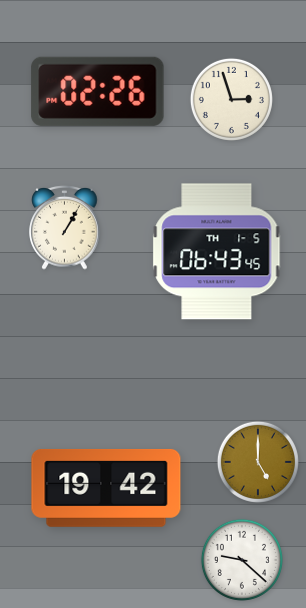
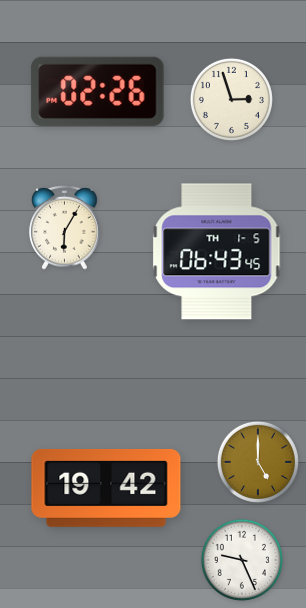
clock at (65, 228): 1:05 -> 6:05
clock at (242, 560): 9:22 -> 9:26
